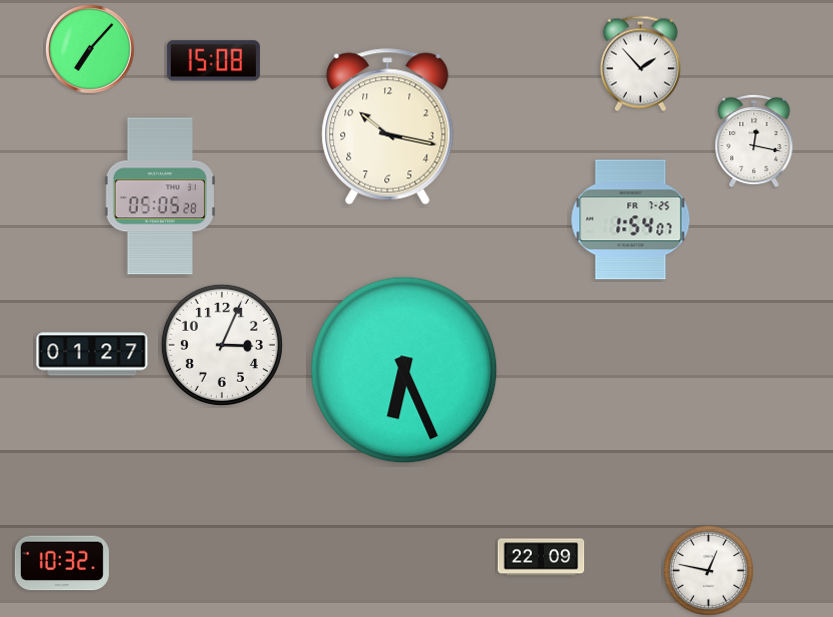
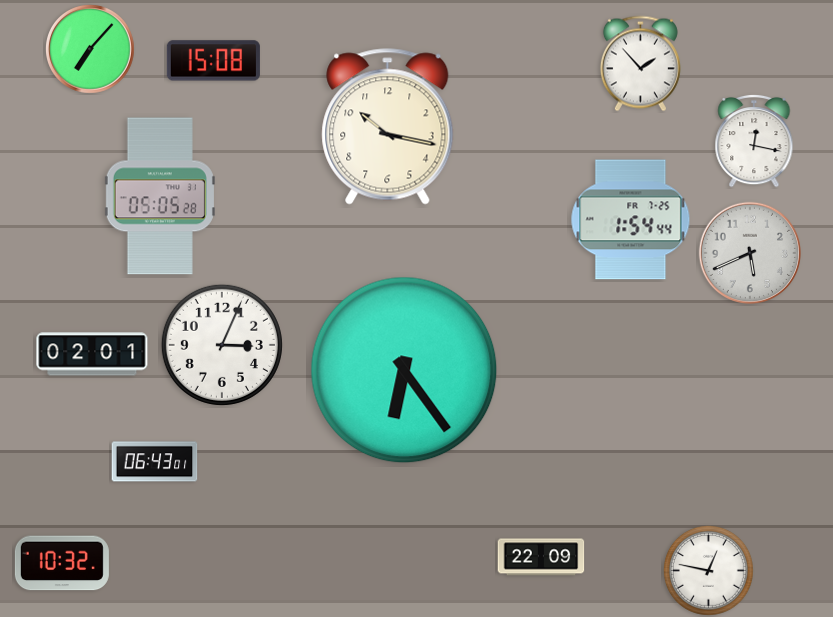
clock at (631, 220): 1:54:07 -> 1:54:44
clock at (749, 252): none -> 5:41
clock at (92, 354): 01:27 -> 02:01
clock at (404, 370): 6:26 -> 6:24
clock at (155, 462): none -> 06:43
